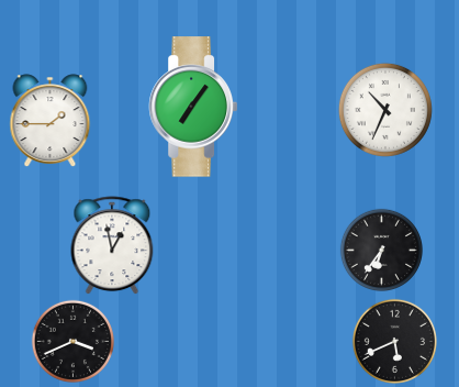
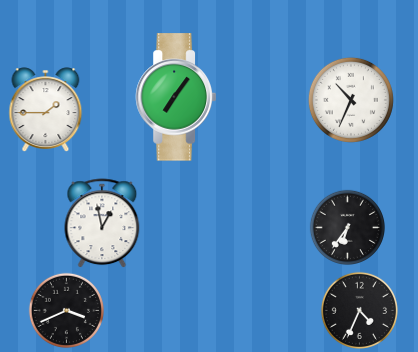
clock at (394, 341): 5:41 -> 4:34
